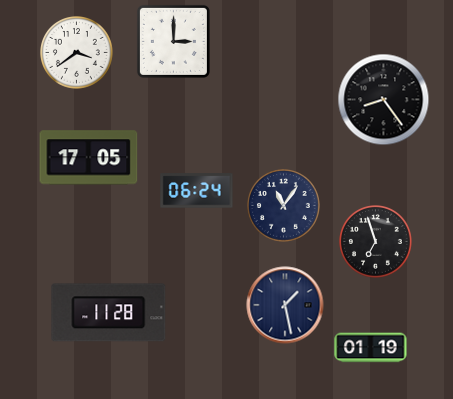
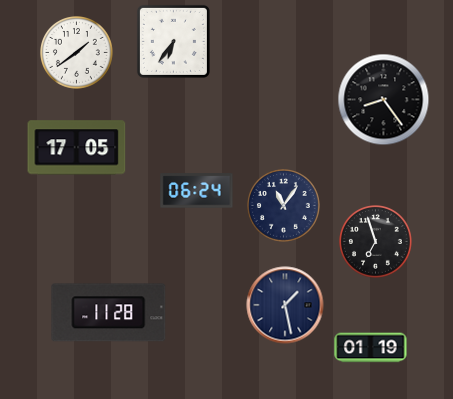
clock at (173, 41): 3:00 -> 6:36
clock at (77, 53): 3:39 -> 1:39
clock at (89, 158) position: (89, 158) -> (77, 148)
